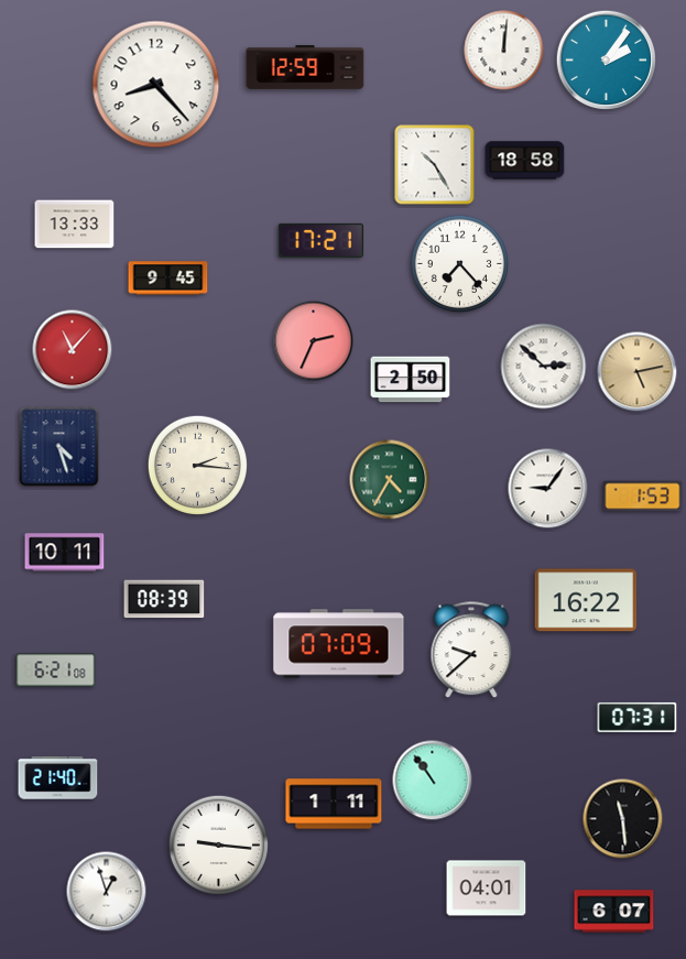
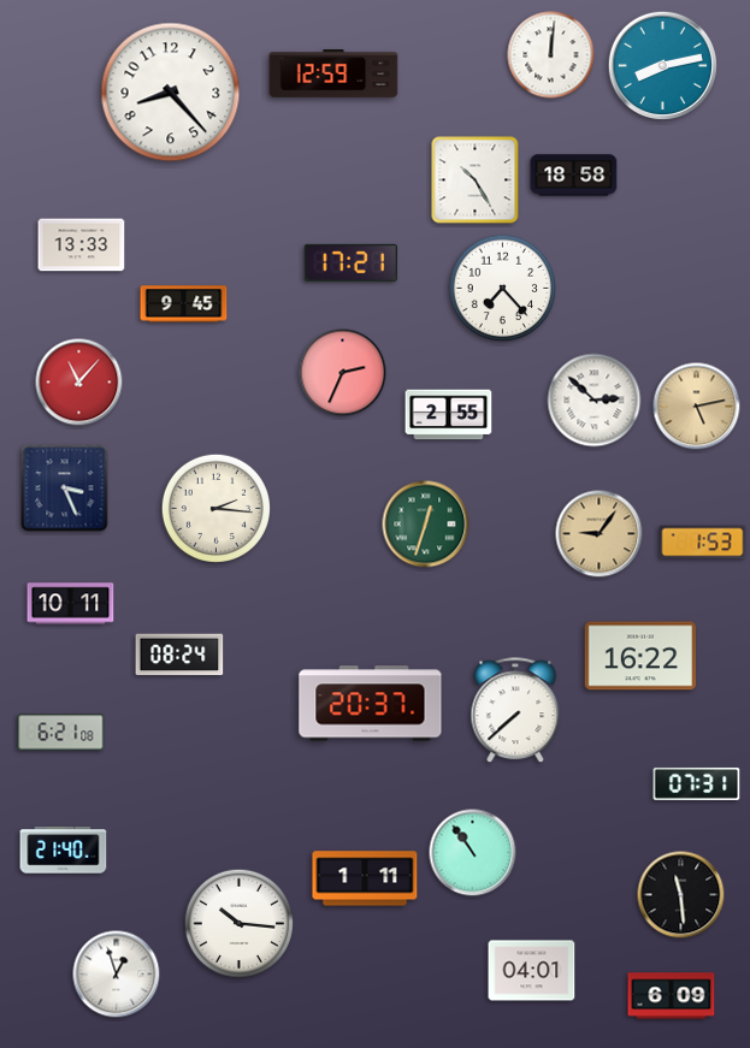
clock at (606, 59): 2:06 -> 8:13
clock at (411, 380): 2:50 -> 2:55
clock at (59, 447): 4:27 -> 3:26
clock at (390, 480): 4:35 -> 12:33
clock at (548, 489) dial: white -> champagne
clock at (164, 599): 08:39 -> 08:24
clock at (339, 644): 07:09 -> 20:37
clock at (471, 651): 9:38 -> 7:38
clock at (218, 844): 9:16 -> 10:16
clock at (614, 912): 6:07 -> 6:09
